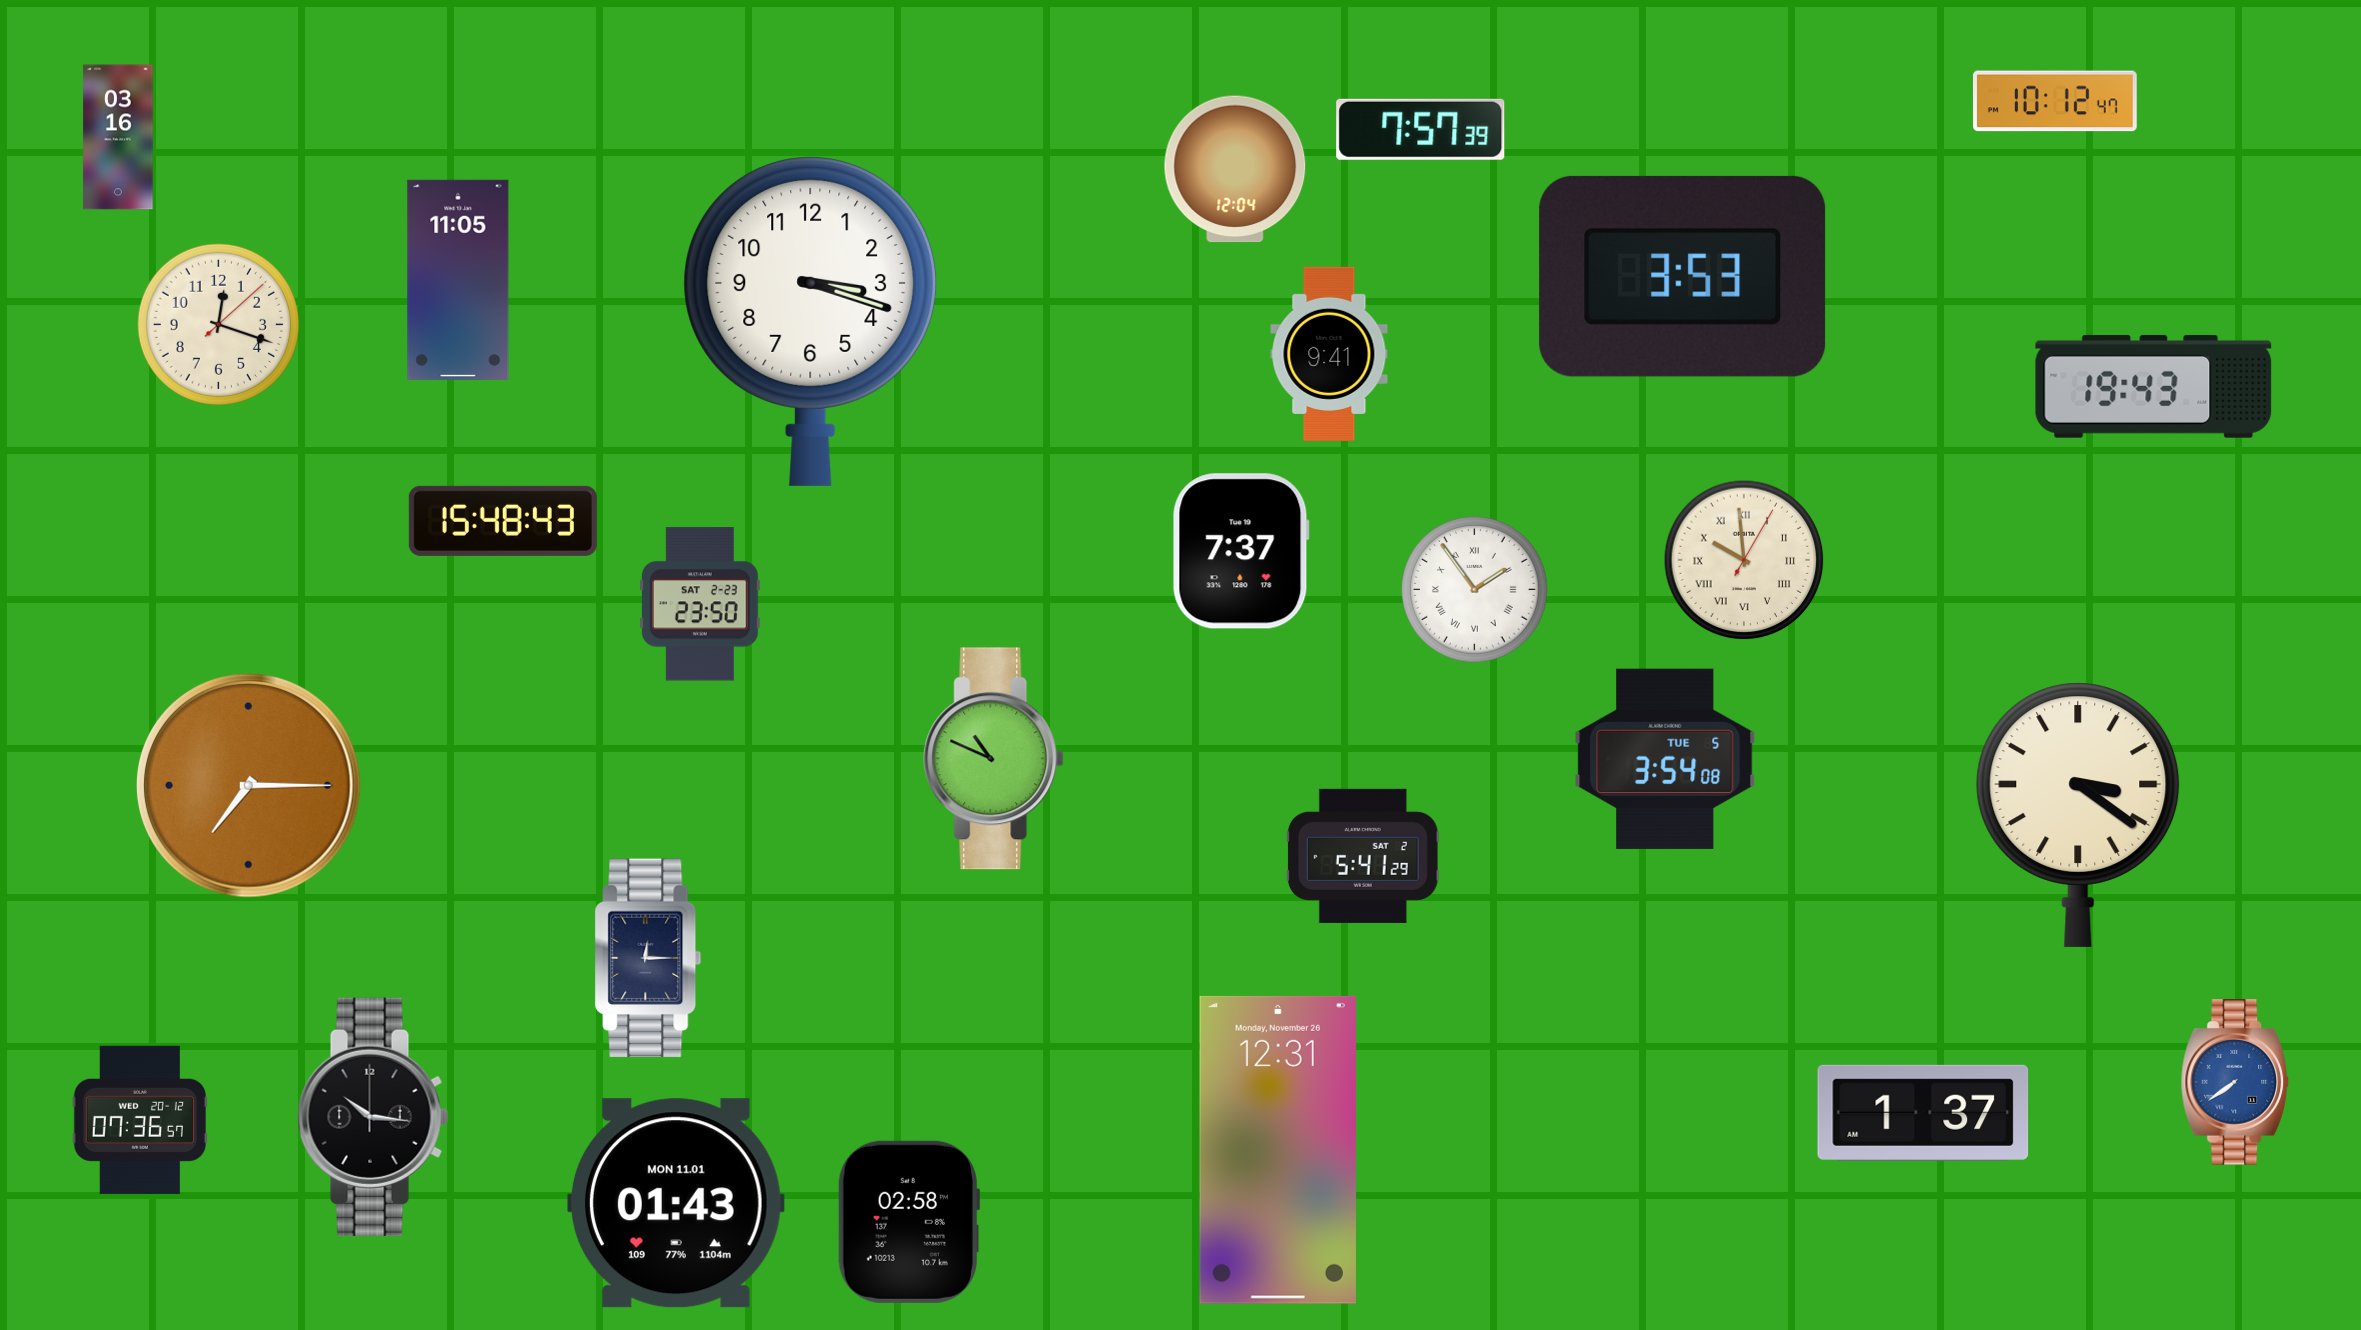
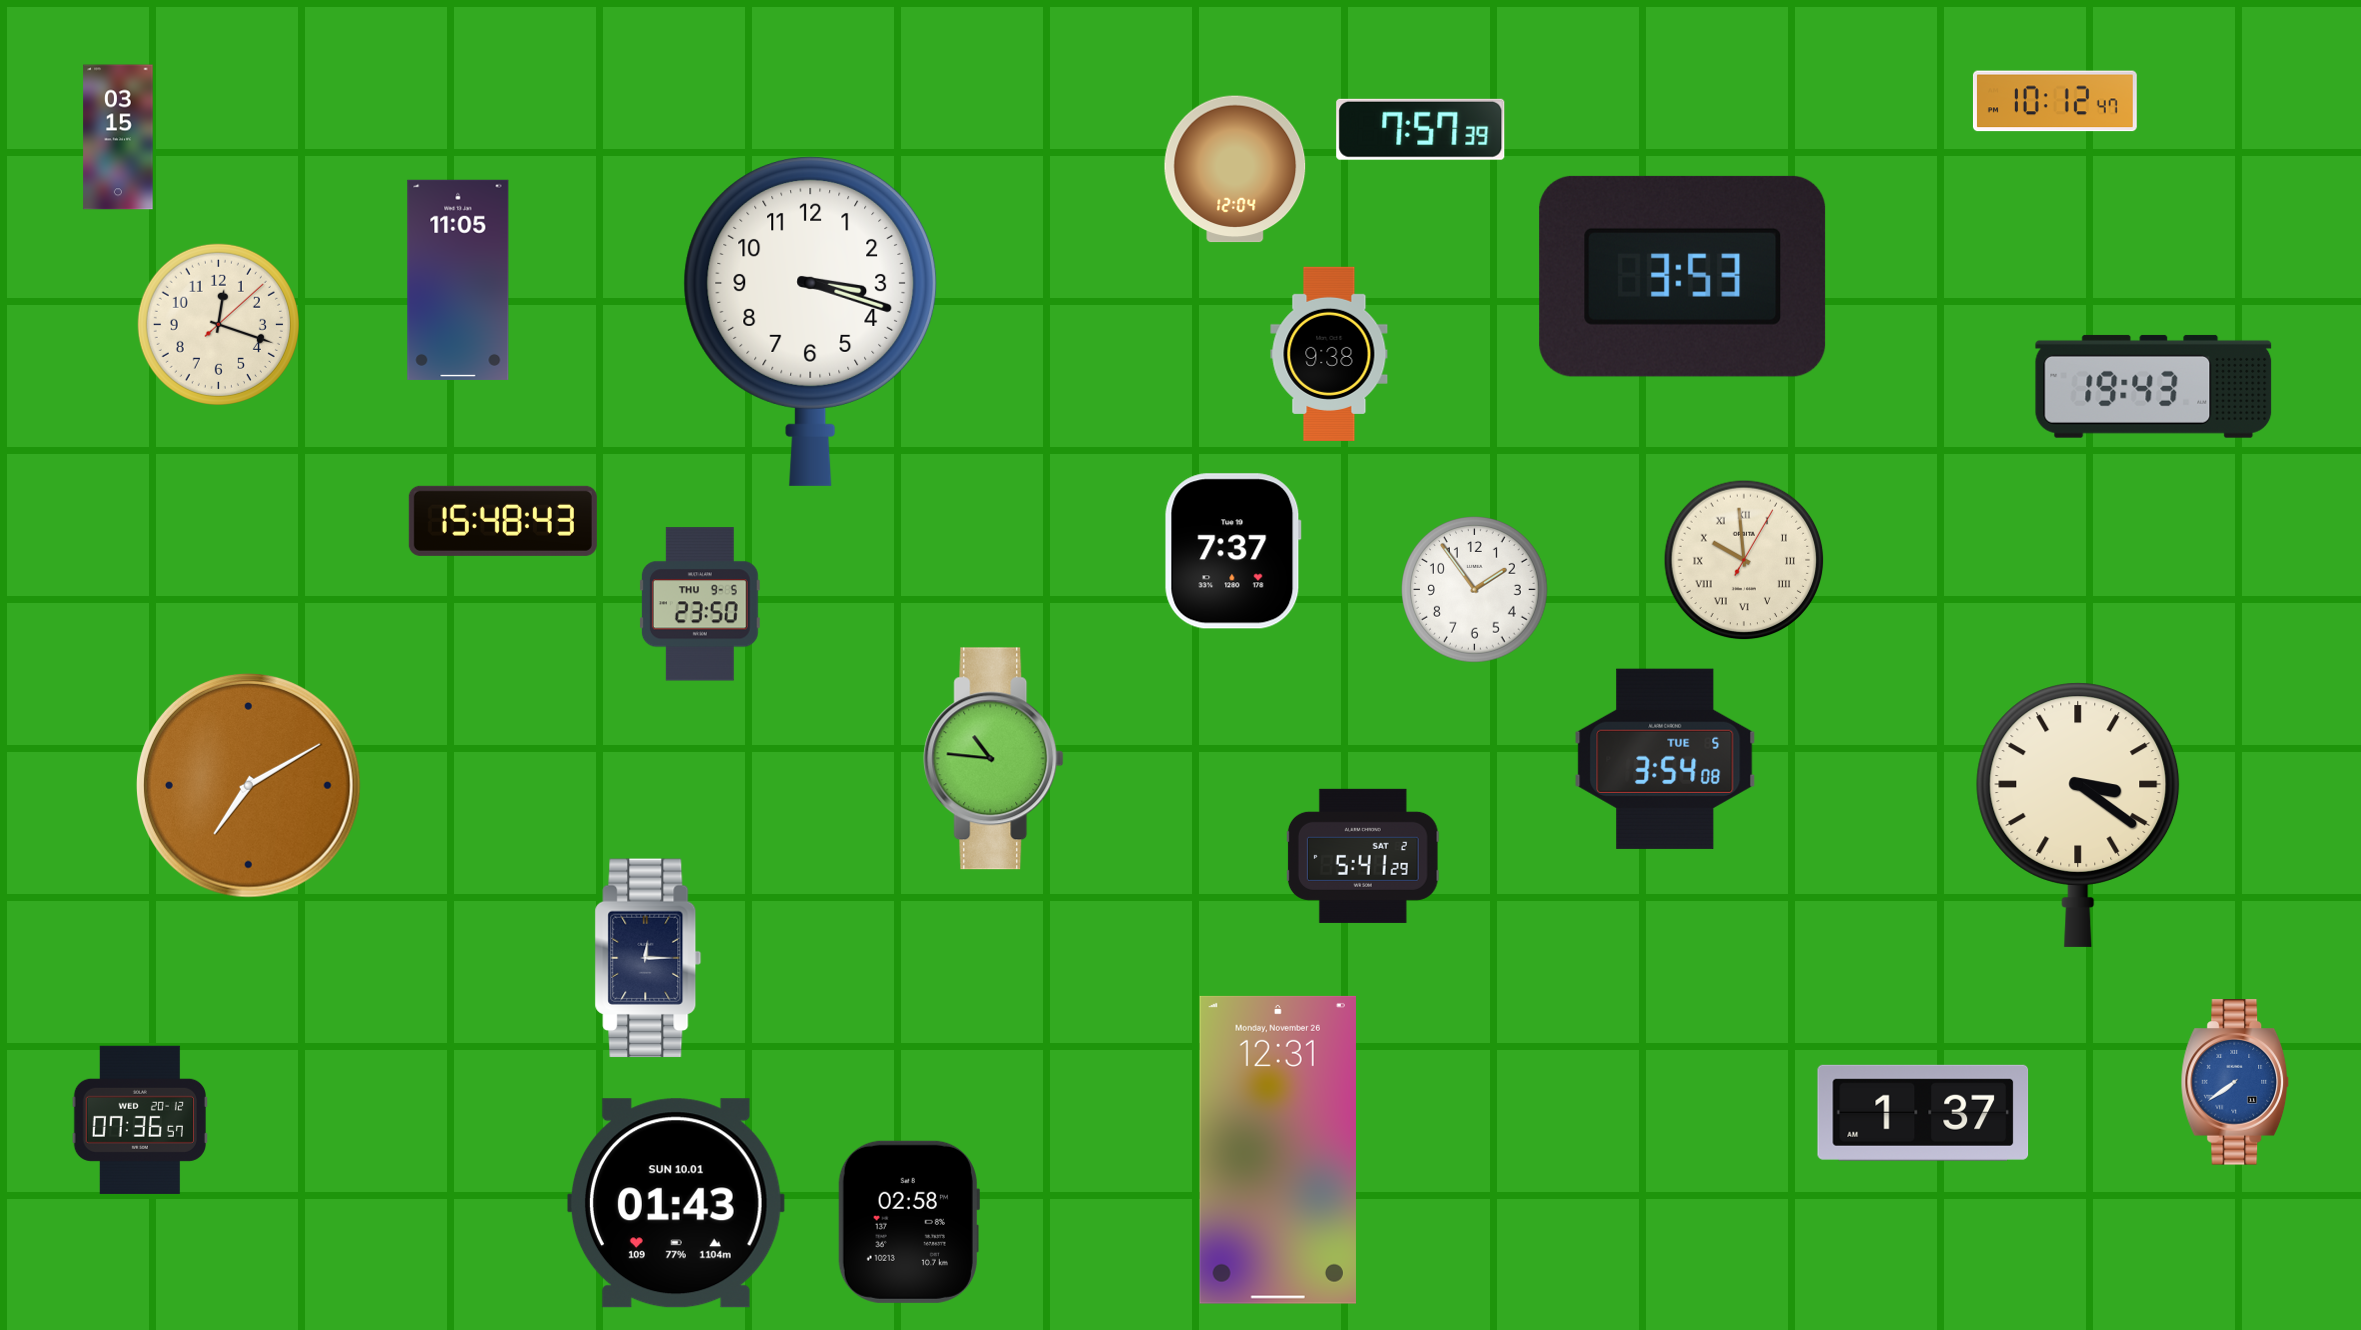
clock at (118, 137): 03:16 -> 03:15
clock at (1329, 354): 9:41 -> 9:38
clock at (1241, 551) position: (1241, 551) -> (1233, 551)
clock at (1475, 590) numerals: Roman -> Arabic
clock at (700, 604) date: SAT 2-23 -> THU 9-5
clock at (994, 759): 10:49 -> 10:46
clock at (248, 785): 7:15 -> 7:10
clock at (373, 1117): 10:16 -> none
clock at (676, 1203) date: MON 11.01 -> SUN 10.01
